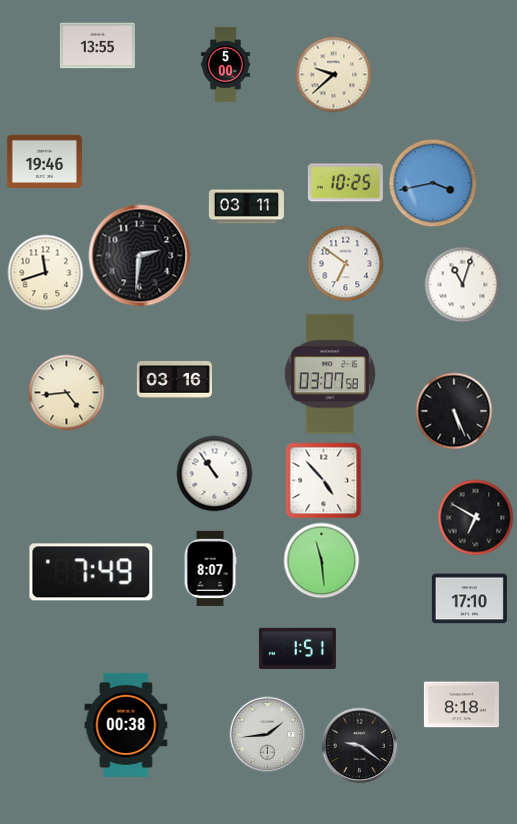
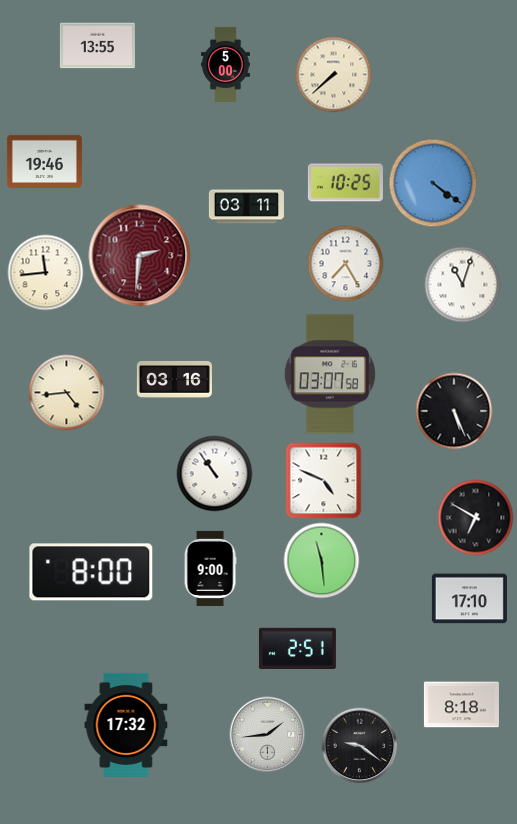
clock at (334, 75): 9:38 -> 7:38
clock at (433, 183): 3:43 -> 4:21
clock at (140, 256) dial: black -> burgundy
clock at (346, 264): 6:51 -> 7:25
clock at (46, 273): 11:42 -> 11:44
clock at (324, 481): 4:53 -> 4:49
clock at (210, 568): 8:07 -> 9:00
clock at (91, 572): 7:49 -> 8:00
clock at (297, 648): 1:51 -> 2:51
clock at (126, 725): 00:38 -> 17:32
